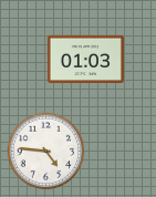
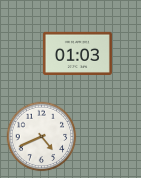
clock at (46, 152): 4:46 -> 4:41
